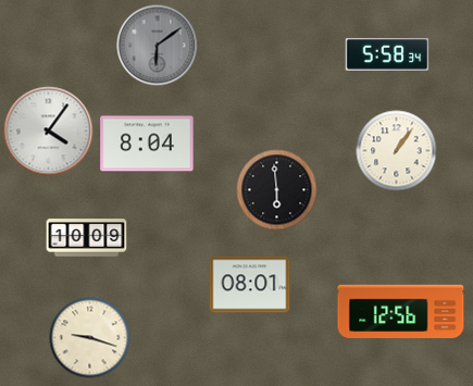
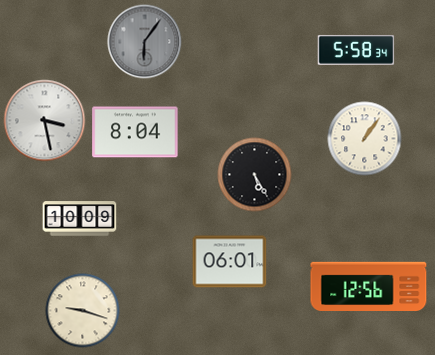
clock at (158, 46): 6:09 -> 6:06
clock at (49, 132): 4:06 -> 3:28
clock at (277, 190): 5:59 -> 5:25
clock at (250, 285): 08:01 -> 06:01
